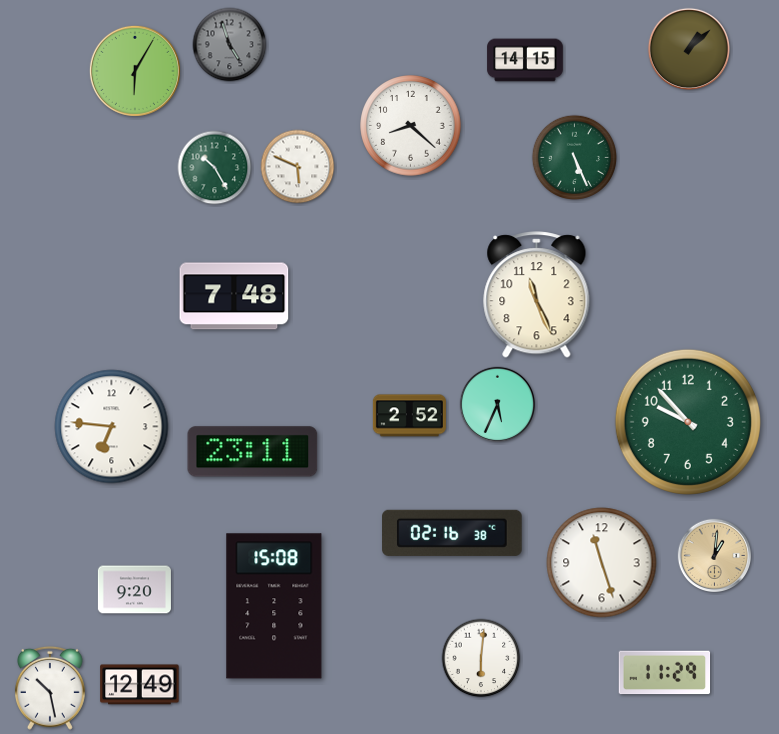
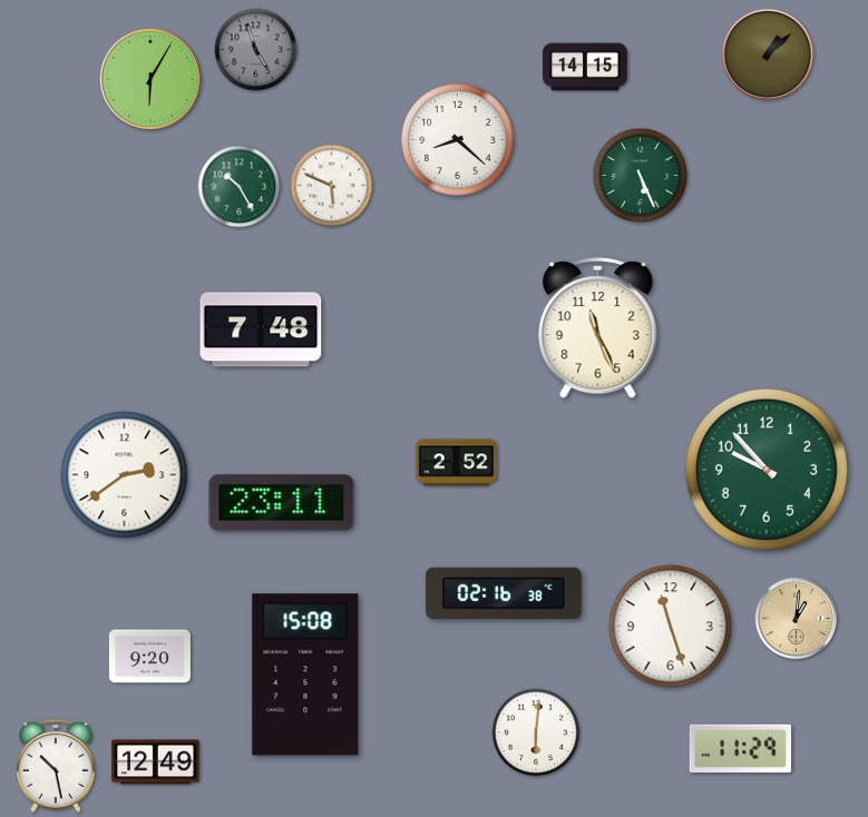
clock at (497, 404): 5:34 -> none
clock at (112, 427): 6:46 -> 2:39
